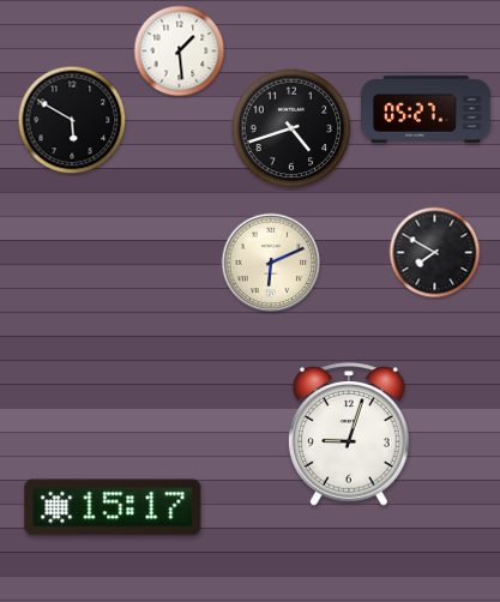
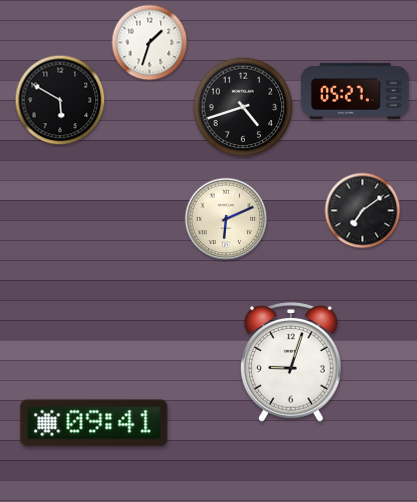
clock at (180, 52): 1:29 -> 1:33
clock at (435, 253): 7:50 -> 7:09
clock at (113, 507): 15:17 -> 09:41
